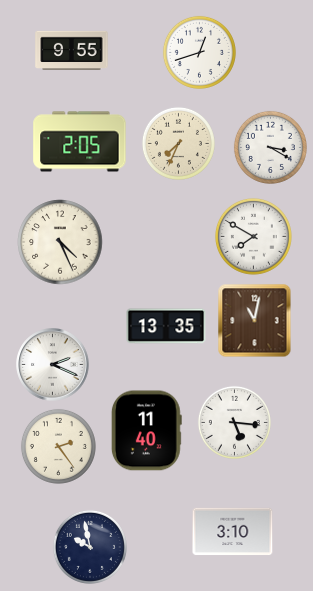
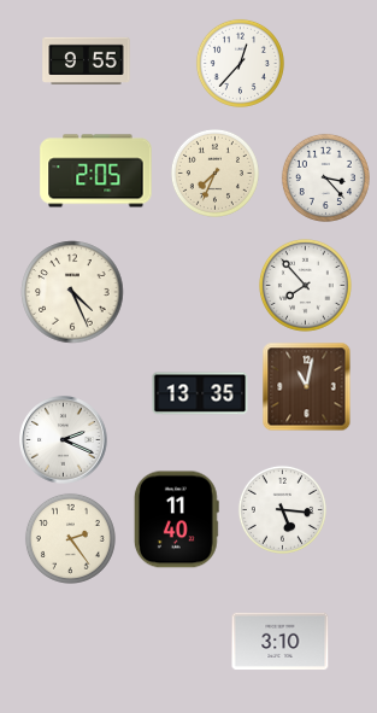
clock at (199, 52): 12:42 -> 12:37
clock at (270, 147): 3:20 -> 3:23
clock at (253, 236): 7:50 -> 7:53
clock at (90, 547): 9:58 -> none
